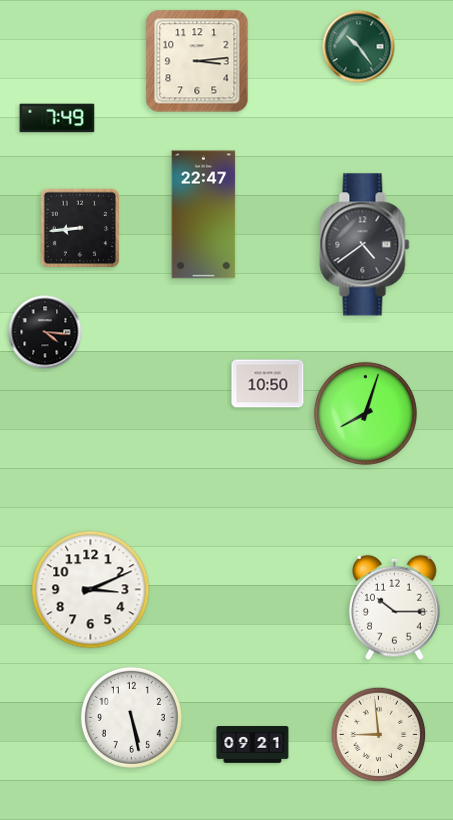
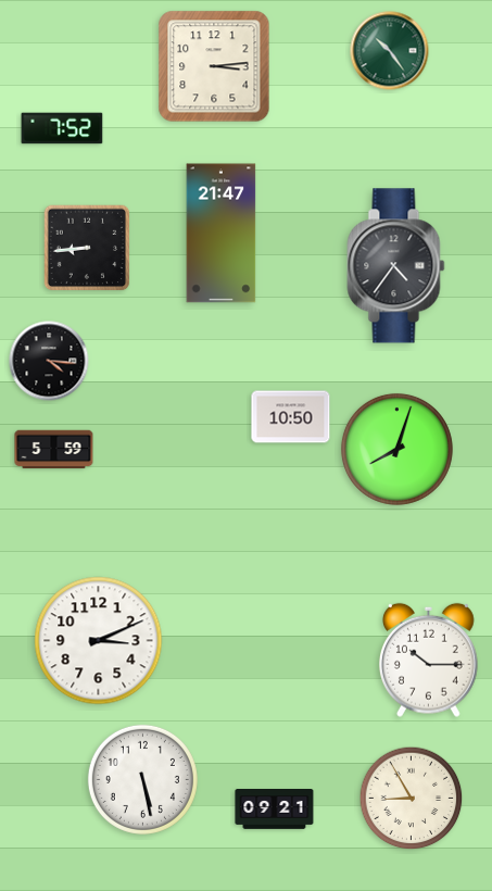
clock at (57, 118): 7:49 -> 7:52
clock at (204, 215): 22:47 -> 21:47
clock at (365, 245): 4:39 -> 4:36
clock at (54, 450): none -> 5:59
clock at (379, 735): 8:59 -> 8:55
